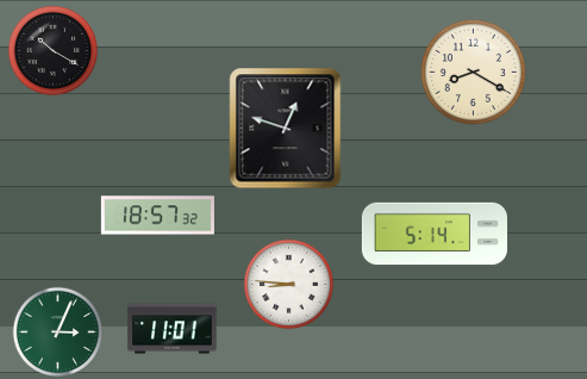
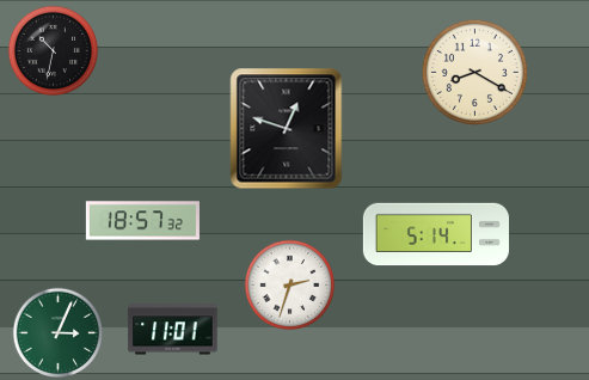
clock at (54, 51): 10:20 -> 10:32
clock at (157, 216) position: (157, 216) -> (142, 221)
clock at (289, 285): 8:46 -> 2:33
